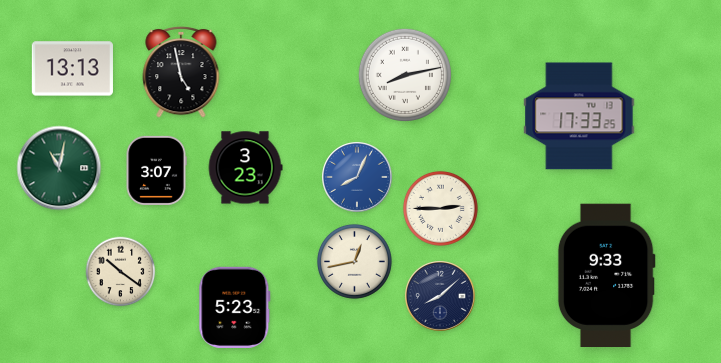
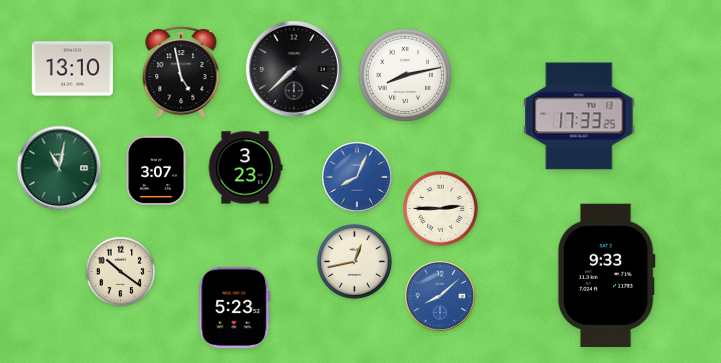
clock at (72, 69): 13:13 -> 13:10
clock at (294, 69): none -> 7:38
clock at (441, 297) dial: navy -> blue
